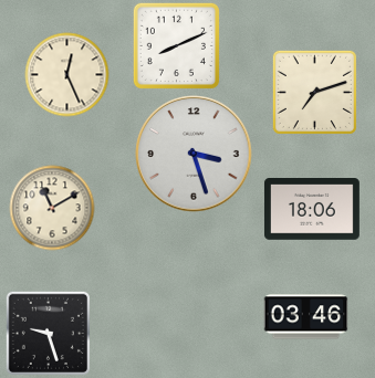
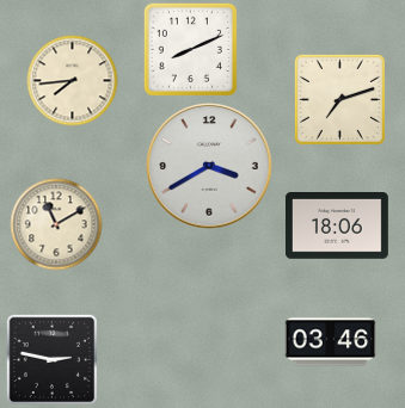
clock at (67, 75): 12:26 -> 7:44
clock at (194, 154): 3:27 -> 3:40
clock at (48, 333): 9:27 -> 2:47
